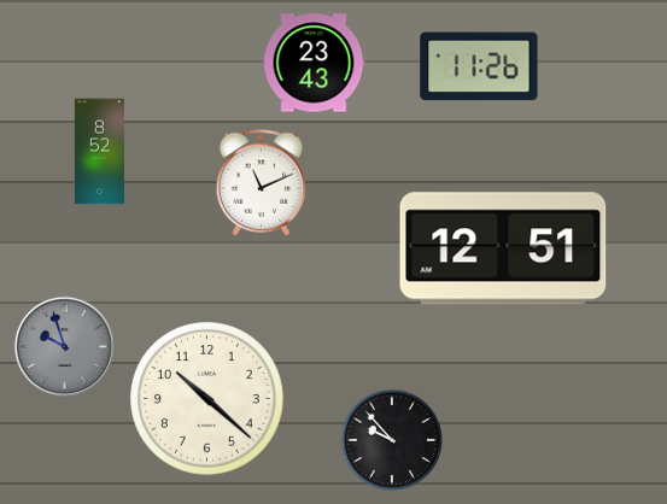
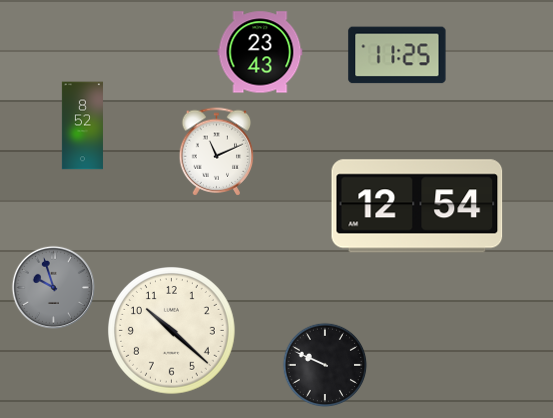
clock at (479, 66): 11:26 -> 11:25
clock at (503, 248): 12:51 -> 12:54
clock at (392, 440): 9:53 -> 9:49
